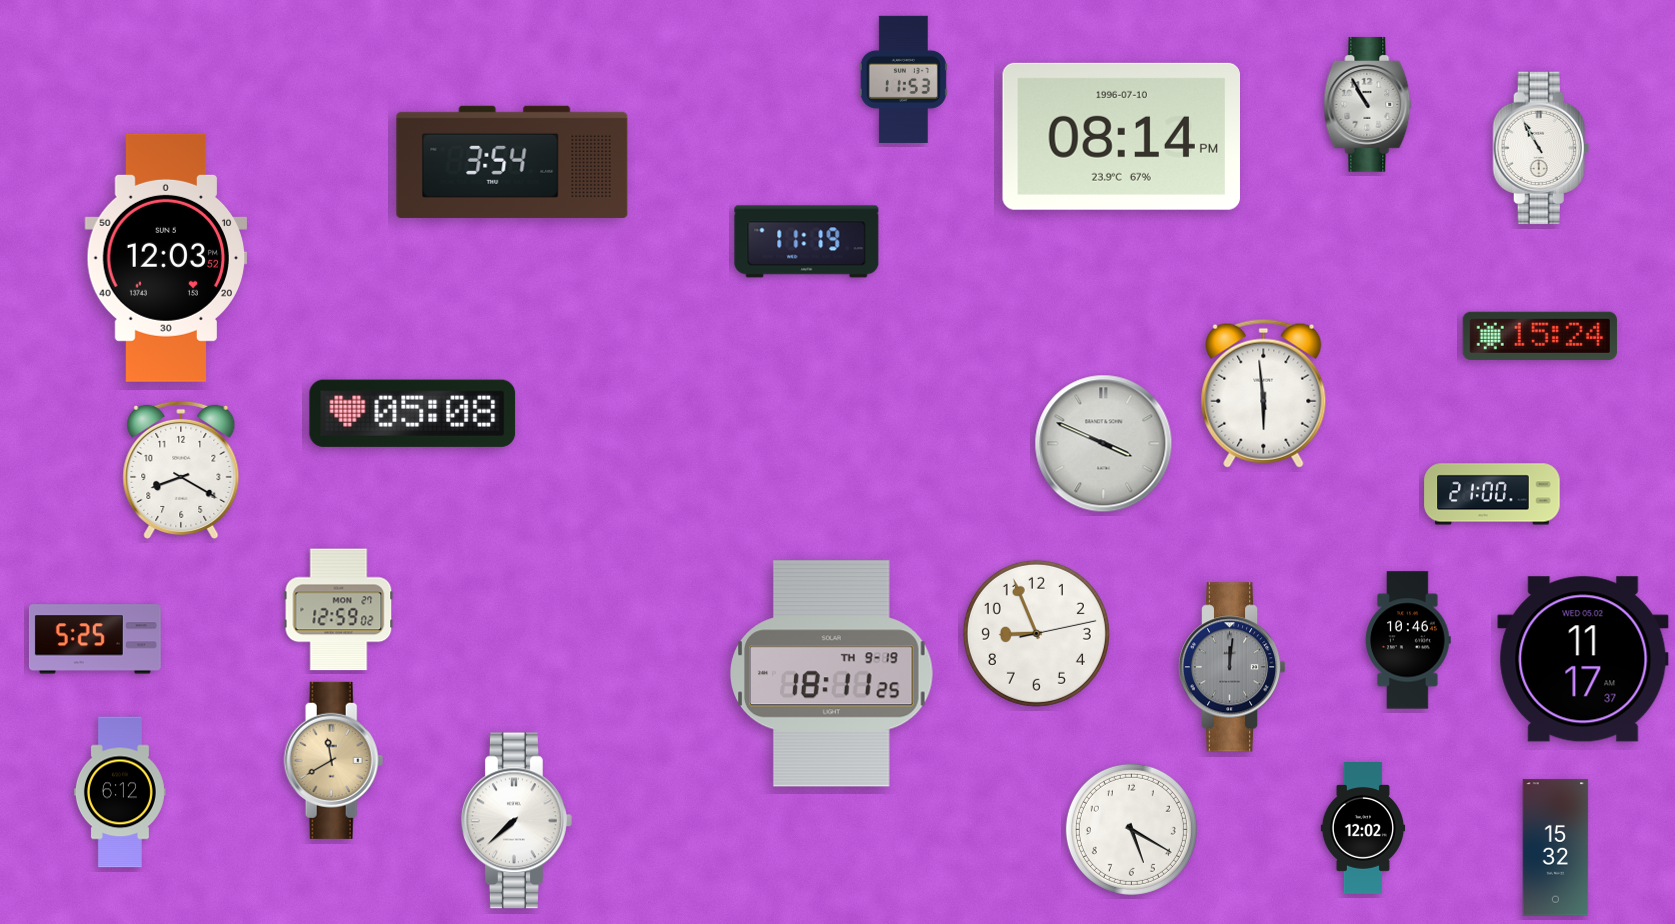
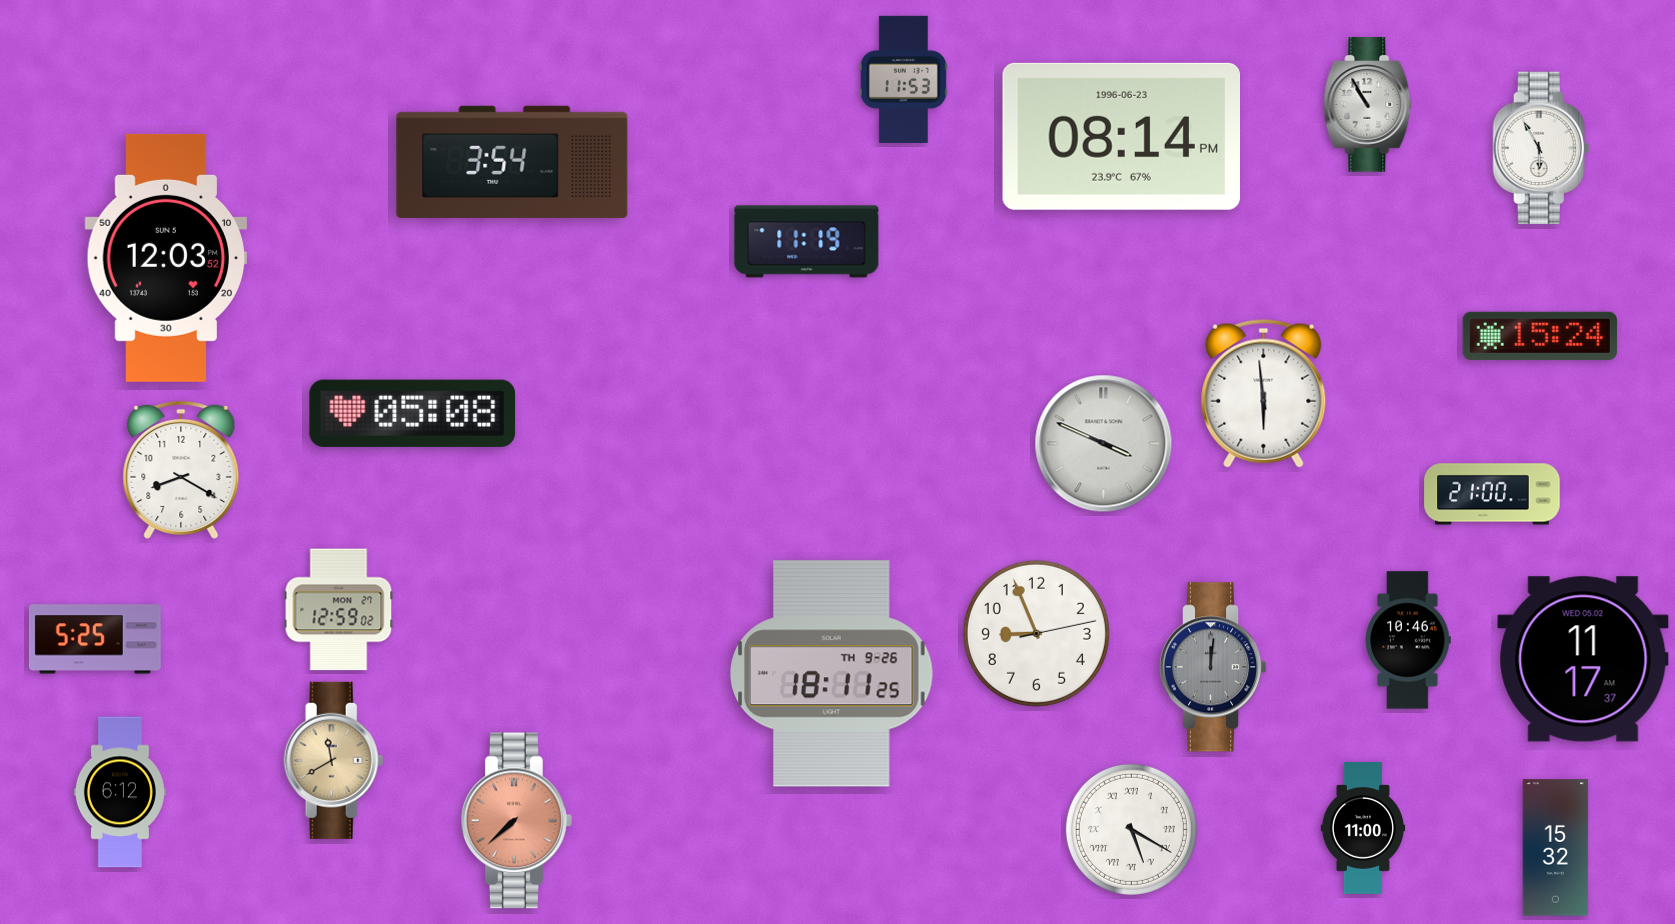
clock at (1121, 136) date: 1996-07-10 -> 1996-06-23
clock at (1541, 148): 10:55 -> 5:55
clock at (1232, 667) position: (1232, 667) -> (1213, 667)
clock at (832, 674) date: TH 9-19 -> TH 9-26
clock at (517, 821) dial: white -> salmon
clock at (1131, 829) numerals: Arabic -> Roman
clock at (1363, 829): 12:02 -> 11:00
